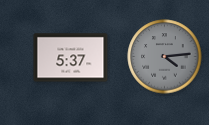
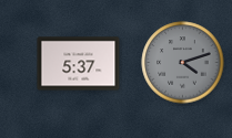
clock at (165, 57): 4:14 -> 4:12
